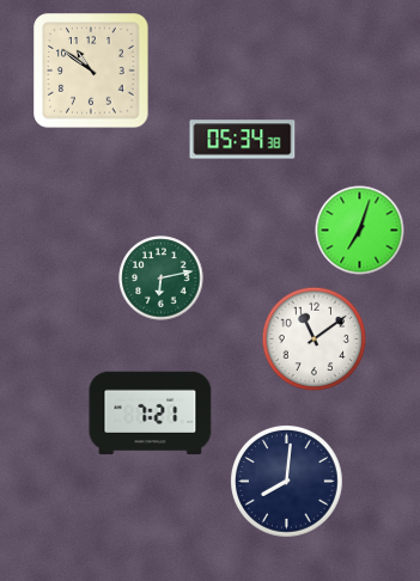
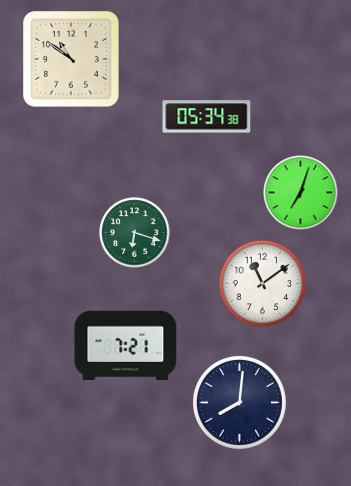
clock at (91, 71) position: (91, 71) -> (71, 59)
clock at (243, 140) position: (243, 140) -> (207, 117)
clock at (162, 279): 6:13 -> 6:18
